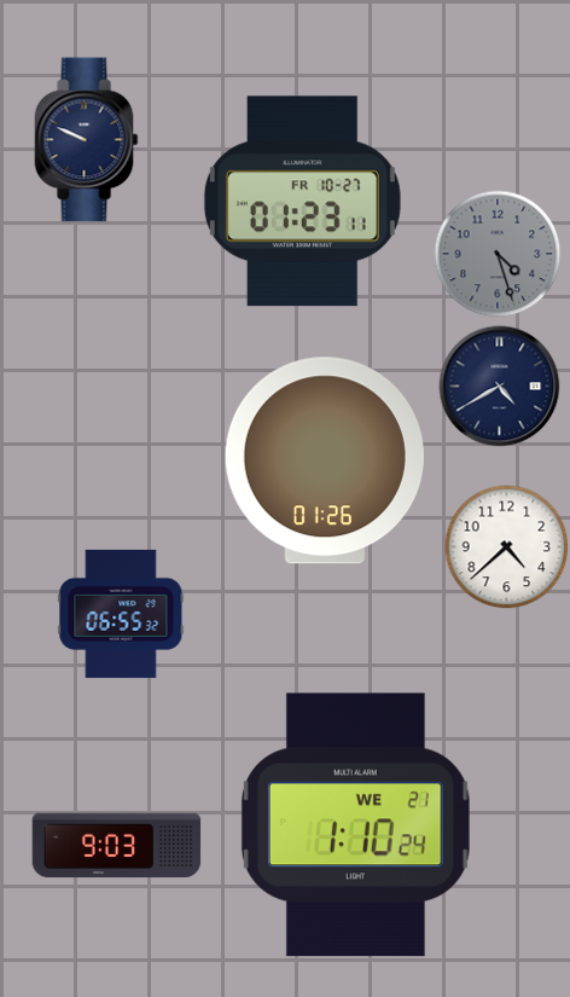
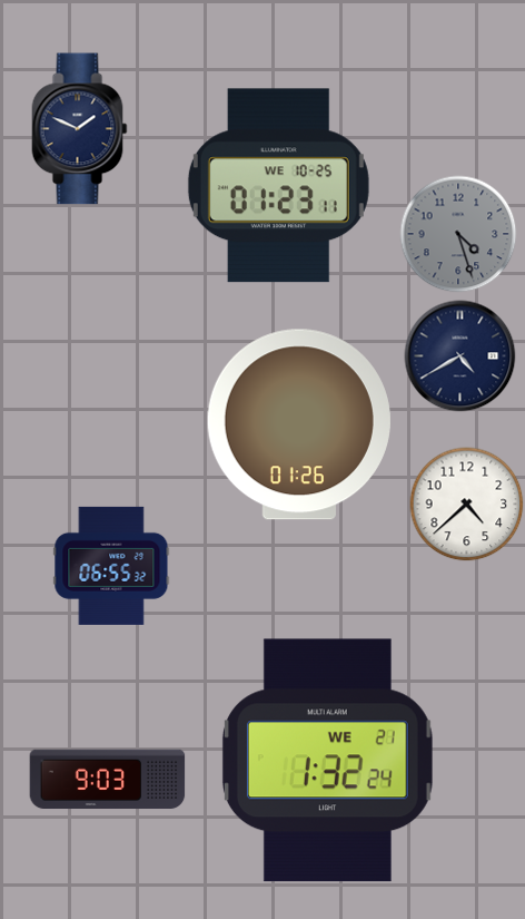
clock at (87, 140): 9:49 -> 1:49
clock at (302, 202) date: FR 10-27 -> WE 10-25
clock at (355, 825): 1:10 -> 1:32
